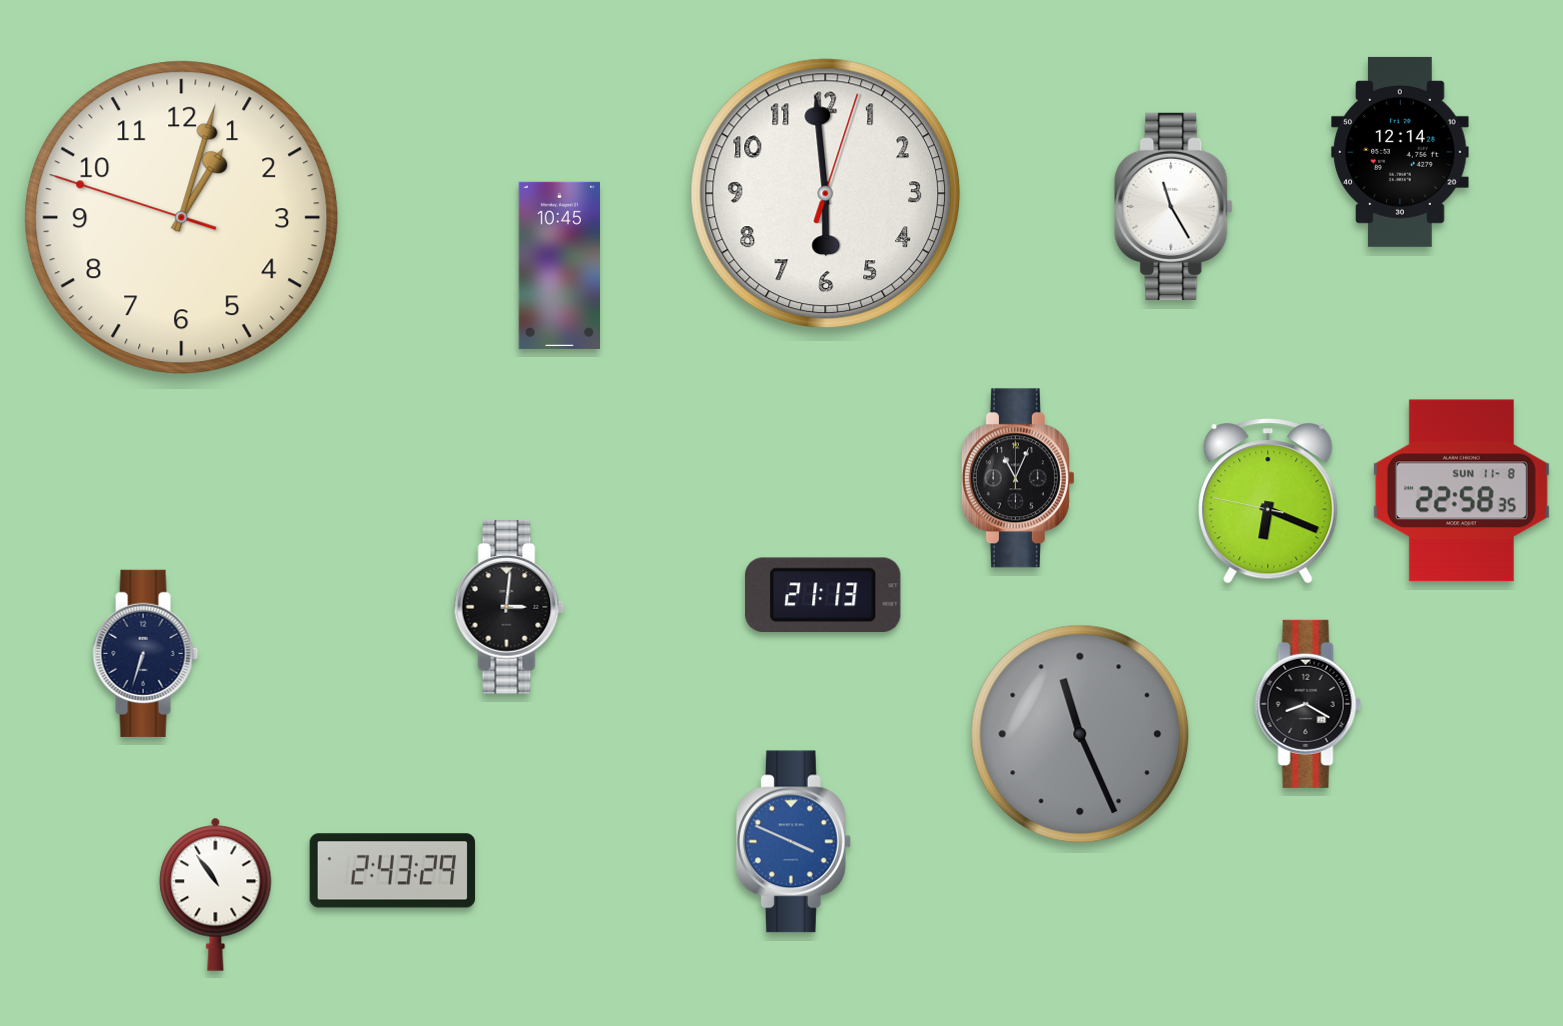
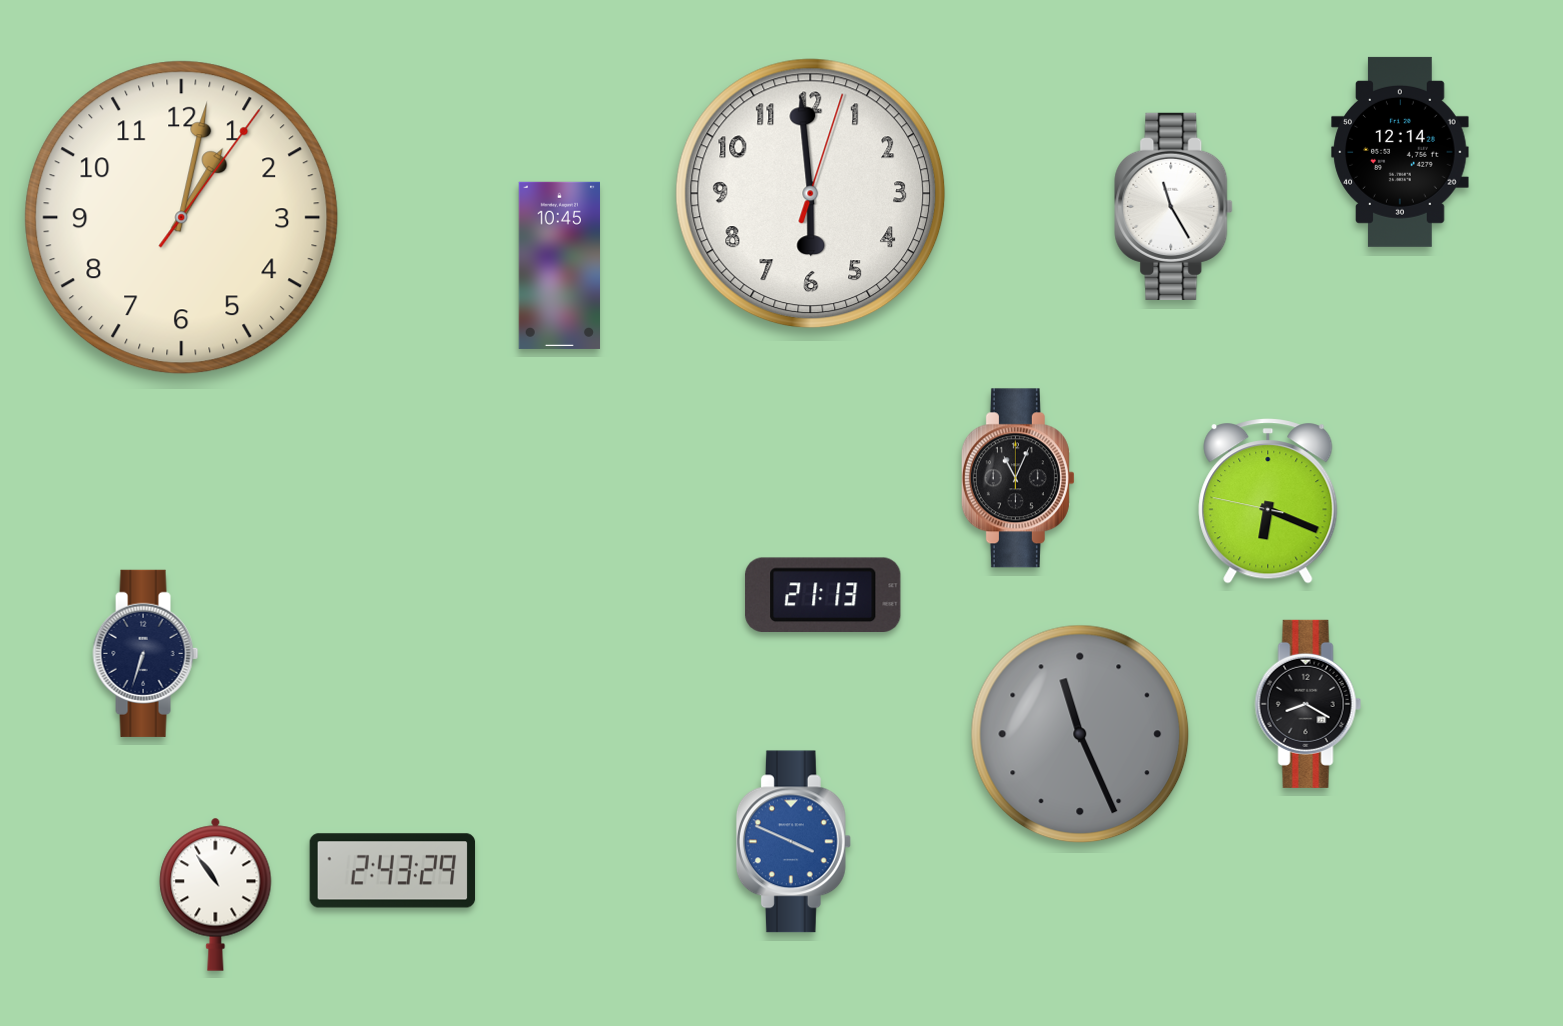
clock at (826, 194) position: (826, 194) -> (811, 194)
clock at (182, 218): 1:02:48 -> 1:02:06
clock at (1461, 491): 22:58 -> none
clock at (509, 607): 3:01 -> none
